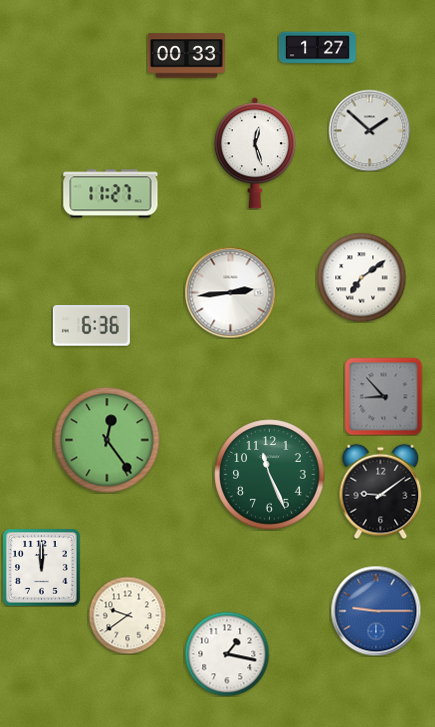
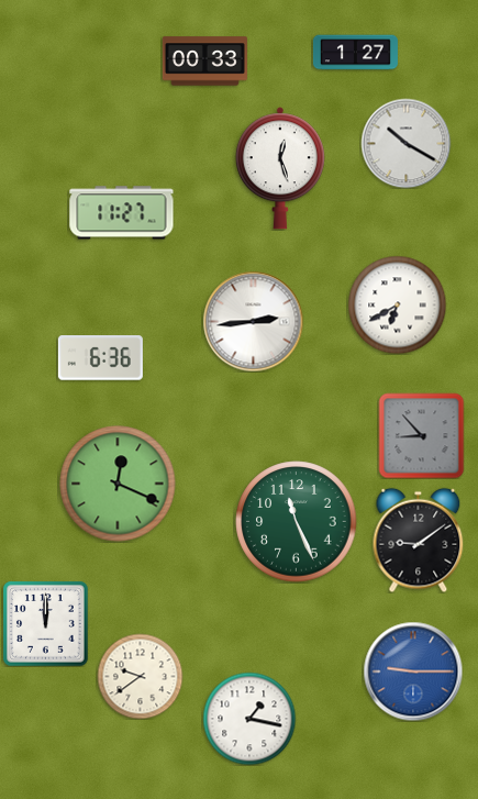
clock at (317, 48) position: (317, 48) -> (355, 53)
clock at (369, 130): 1:52 -> 10:20
clock at (361, 277): 7:09 -> 6:40
clock at (107, 440): 12:24 -> 12:19
